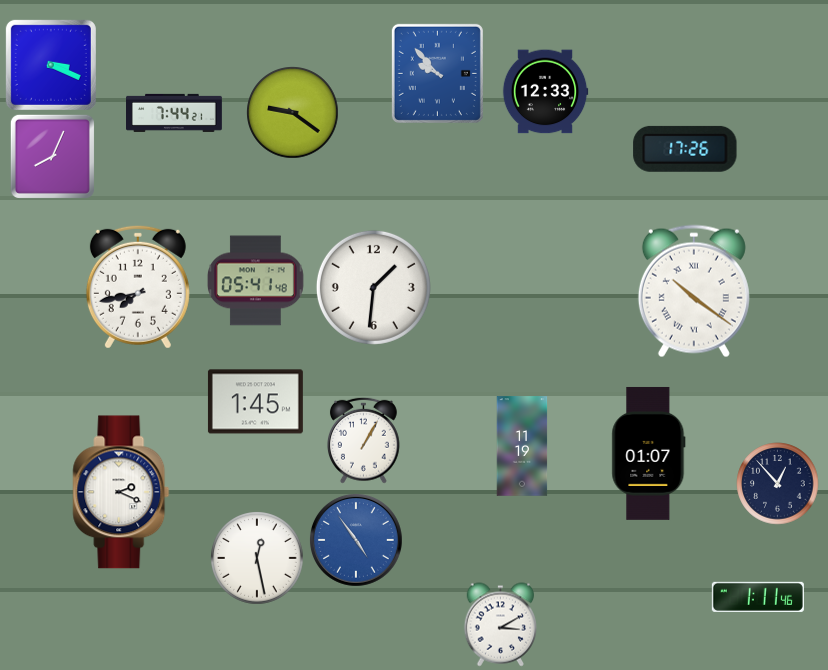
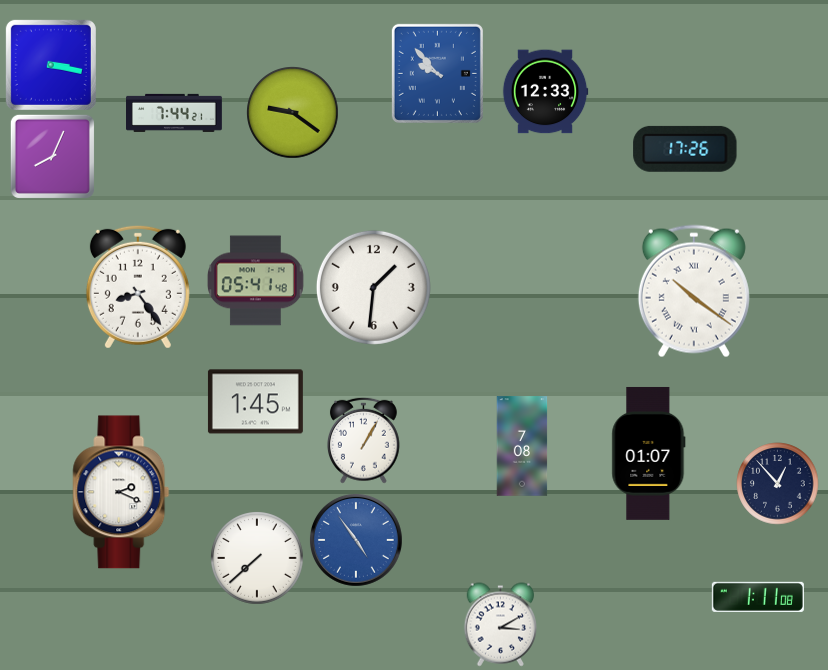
clock at (51, 65): 3:19 -> 3:17
clock at (138, 287): 7:43 -> 8:24
clock at (522, 446): 11:19 -> 7:08
clock at (258, 559): 12:28 -> 7:38
clock at (758, 597): 1:11:46 -> 1:11:08
